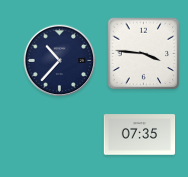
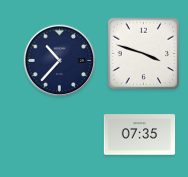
clock at (144, 54): 3:46 -> 3:48
